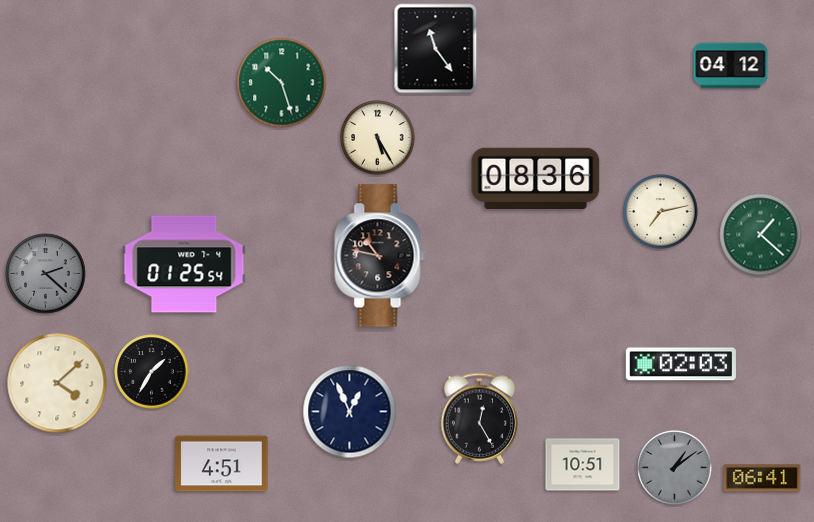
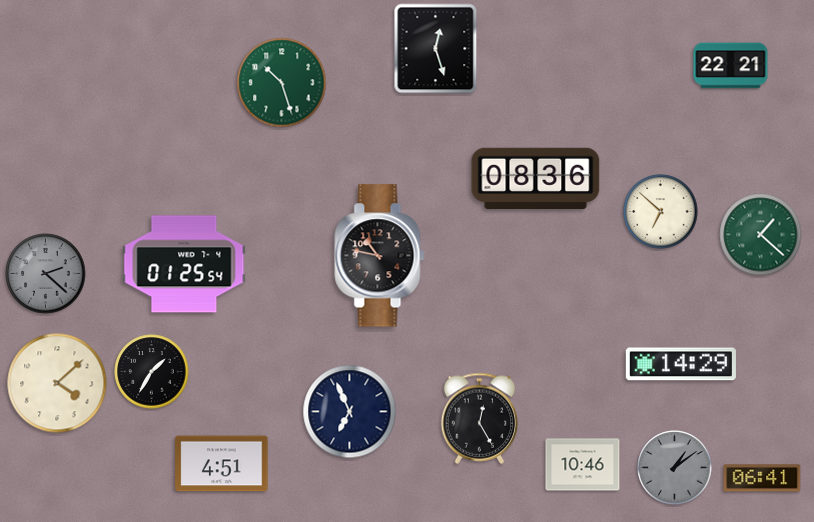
clock at (436, 49): 11:24 -> 12:27
clock at (731, 66): 04:12 -> 22:21
clock at (378, 138): 5:25 -> none
clock at (661, 212): 7:13 -> 6:52
clock at (681, 364): 02:03 -> 14:29
clock at (350, 412): 12:56 -> 6:56
clock at (583, 465): 10:51 -> 10:46
